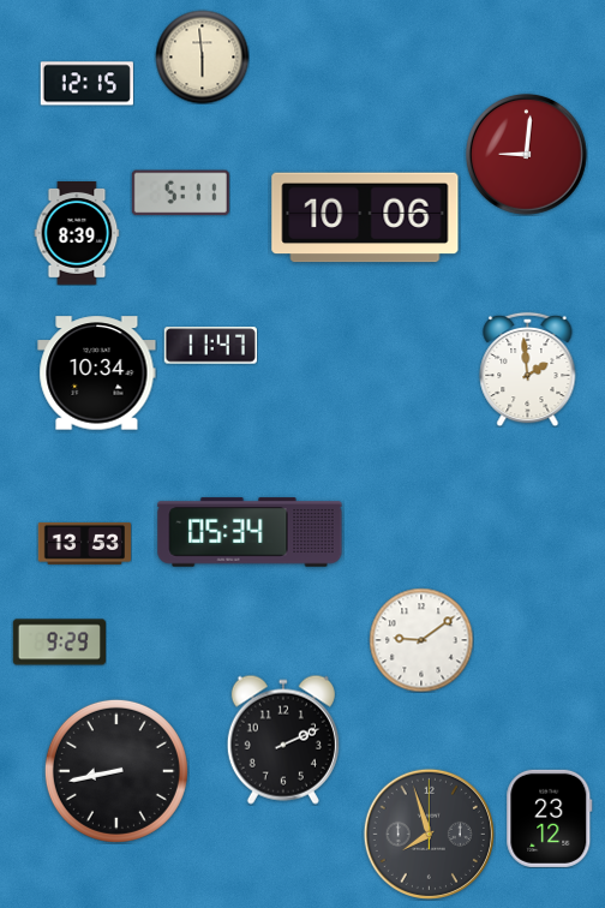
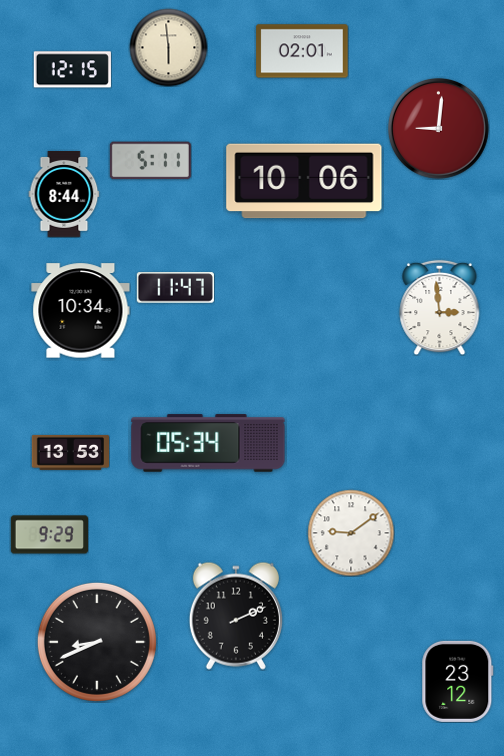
clock at (302, 51): none -> 02:01
clock at (77, 234): 8:39 -> 8:44
clock at (528, 369): 1:59 -> 2:59
clock at (116, 771): 8:43 -> 8:41
clock at (429, 834): 7:57 -> none
